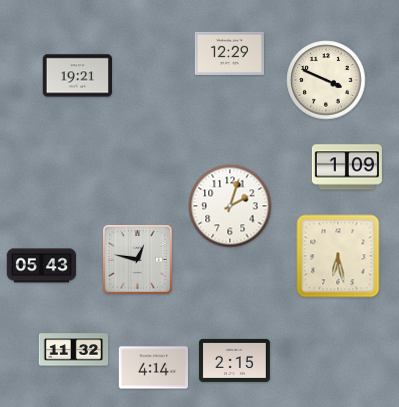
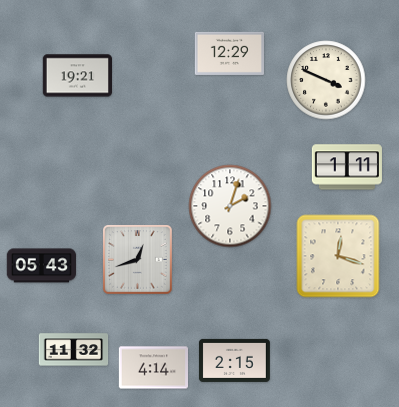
clock at (347, 167): 1:09 -> 1:11
clock at (338, 256): 6:28 -> 12:18
clock at (138, 260): 12:47 -> 12:42
